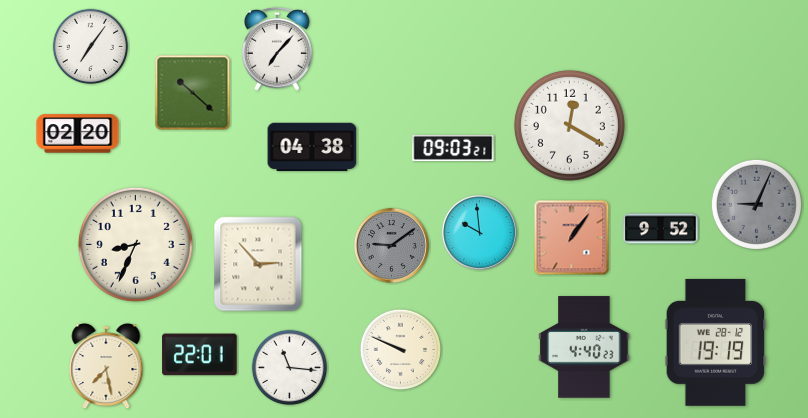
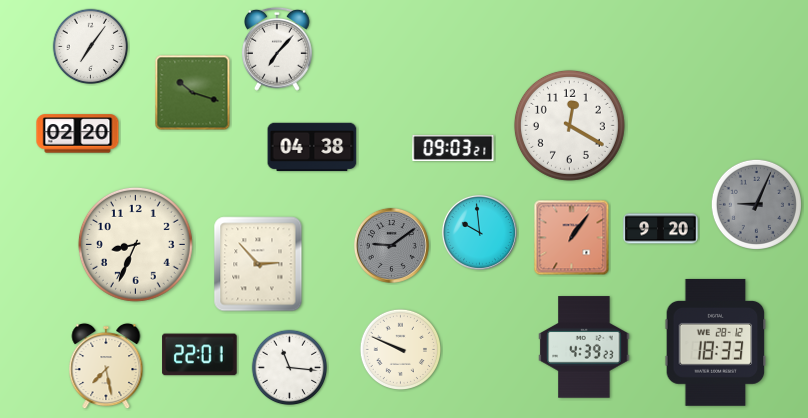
clock at (193, 93): 10:22 -> 10:18
clock at (661, 229): 9:52 -> 9:20
clock at (716, 342): 19:19 -> 18:33
clock at (584, 347): 4:40 -> 4:39
